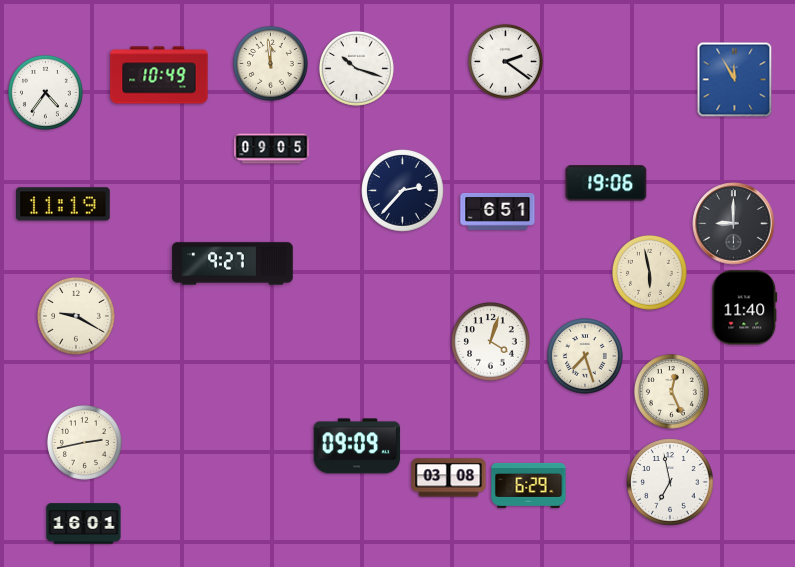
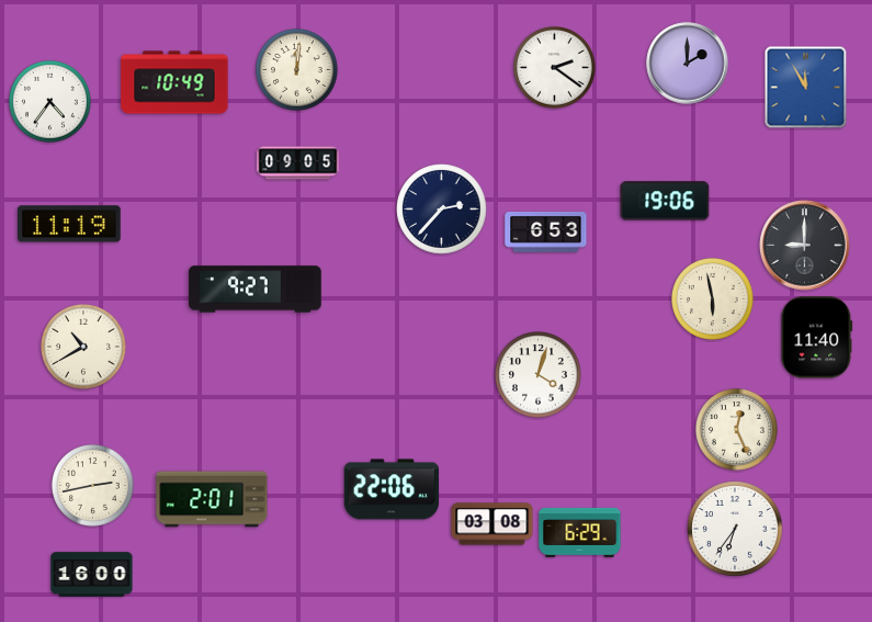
clock at (688, 64): none -> 2:00
clock at (270, 63): 11:59 -> 12:01
clock at (356, 68): 10:18 -> none
clock at (498, 212): 6:51 -> 6:53
clock at (77, 317): 9:20 -> 10:40
clock at (586, 357): 7:27 -> none
clock at (357, 446): 09:09 -> 22:06
clock at (212, 499): none -> 2:01
clock at (670, 482): 6:58 -> 6:36
clock at (84, 524): 16:01 -> 16:00
